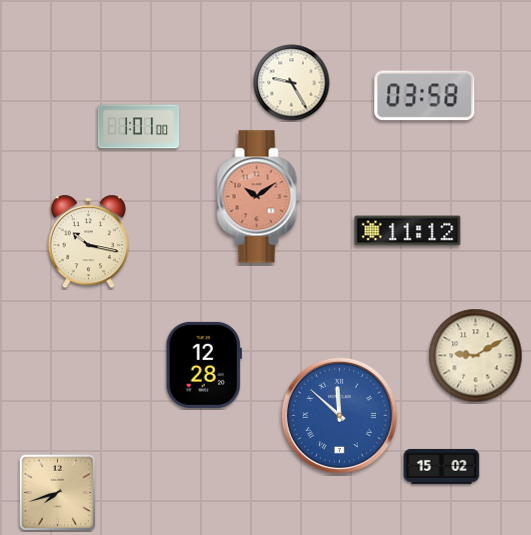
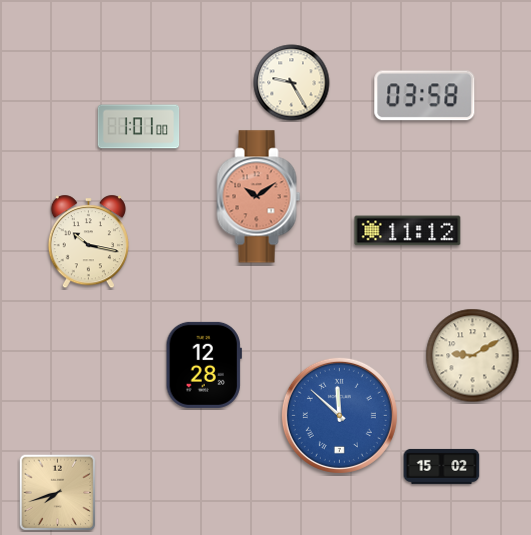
clock at (476, 356) position: (476, 356) -> (473, 356)
